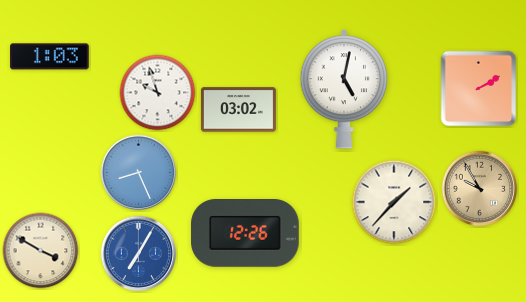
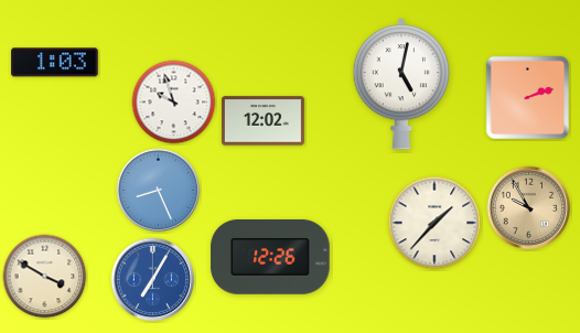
clock at (479, 89): 2:10 -> 2:12
clock at (343, 90) position: (343, 90) -> (400, 85)
clock at (238, 110): 03:02 -> 12:02
clock at (139, 173) position: (139, 173) -> (159, 191)
